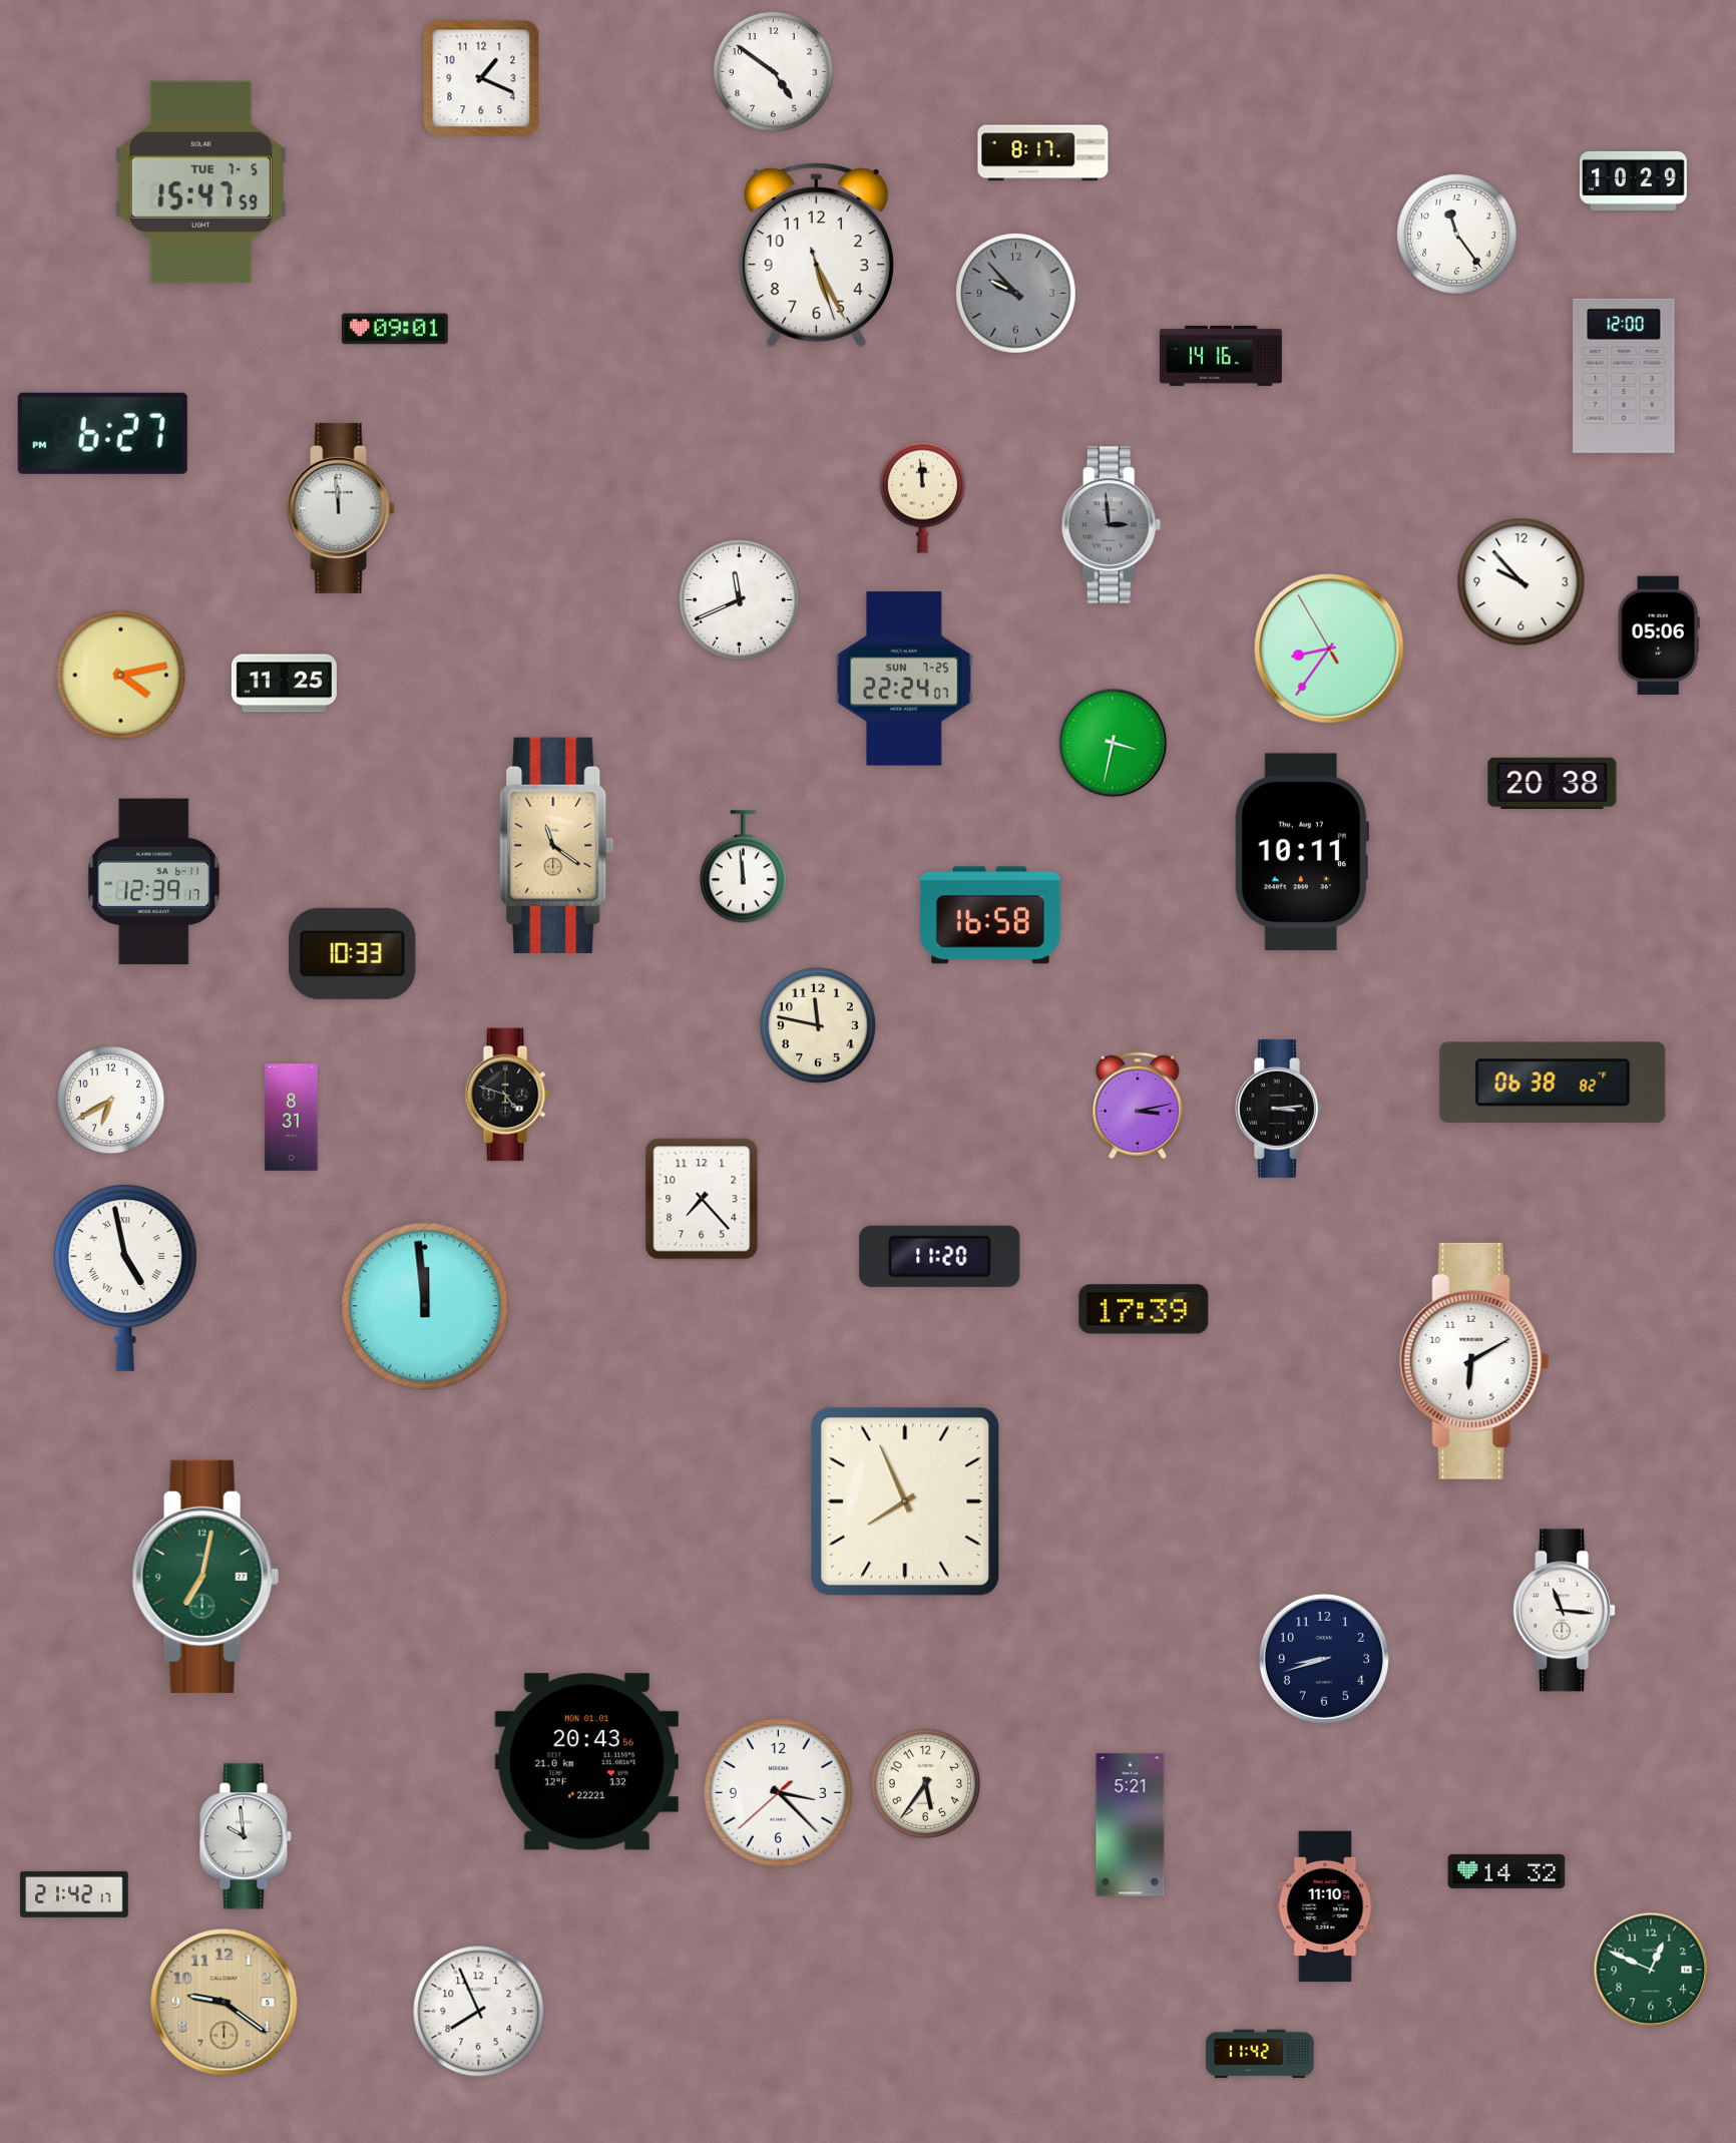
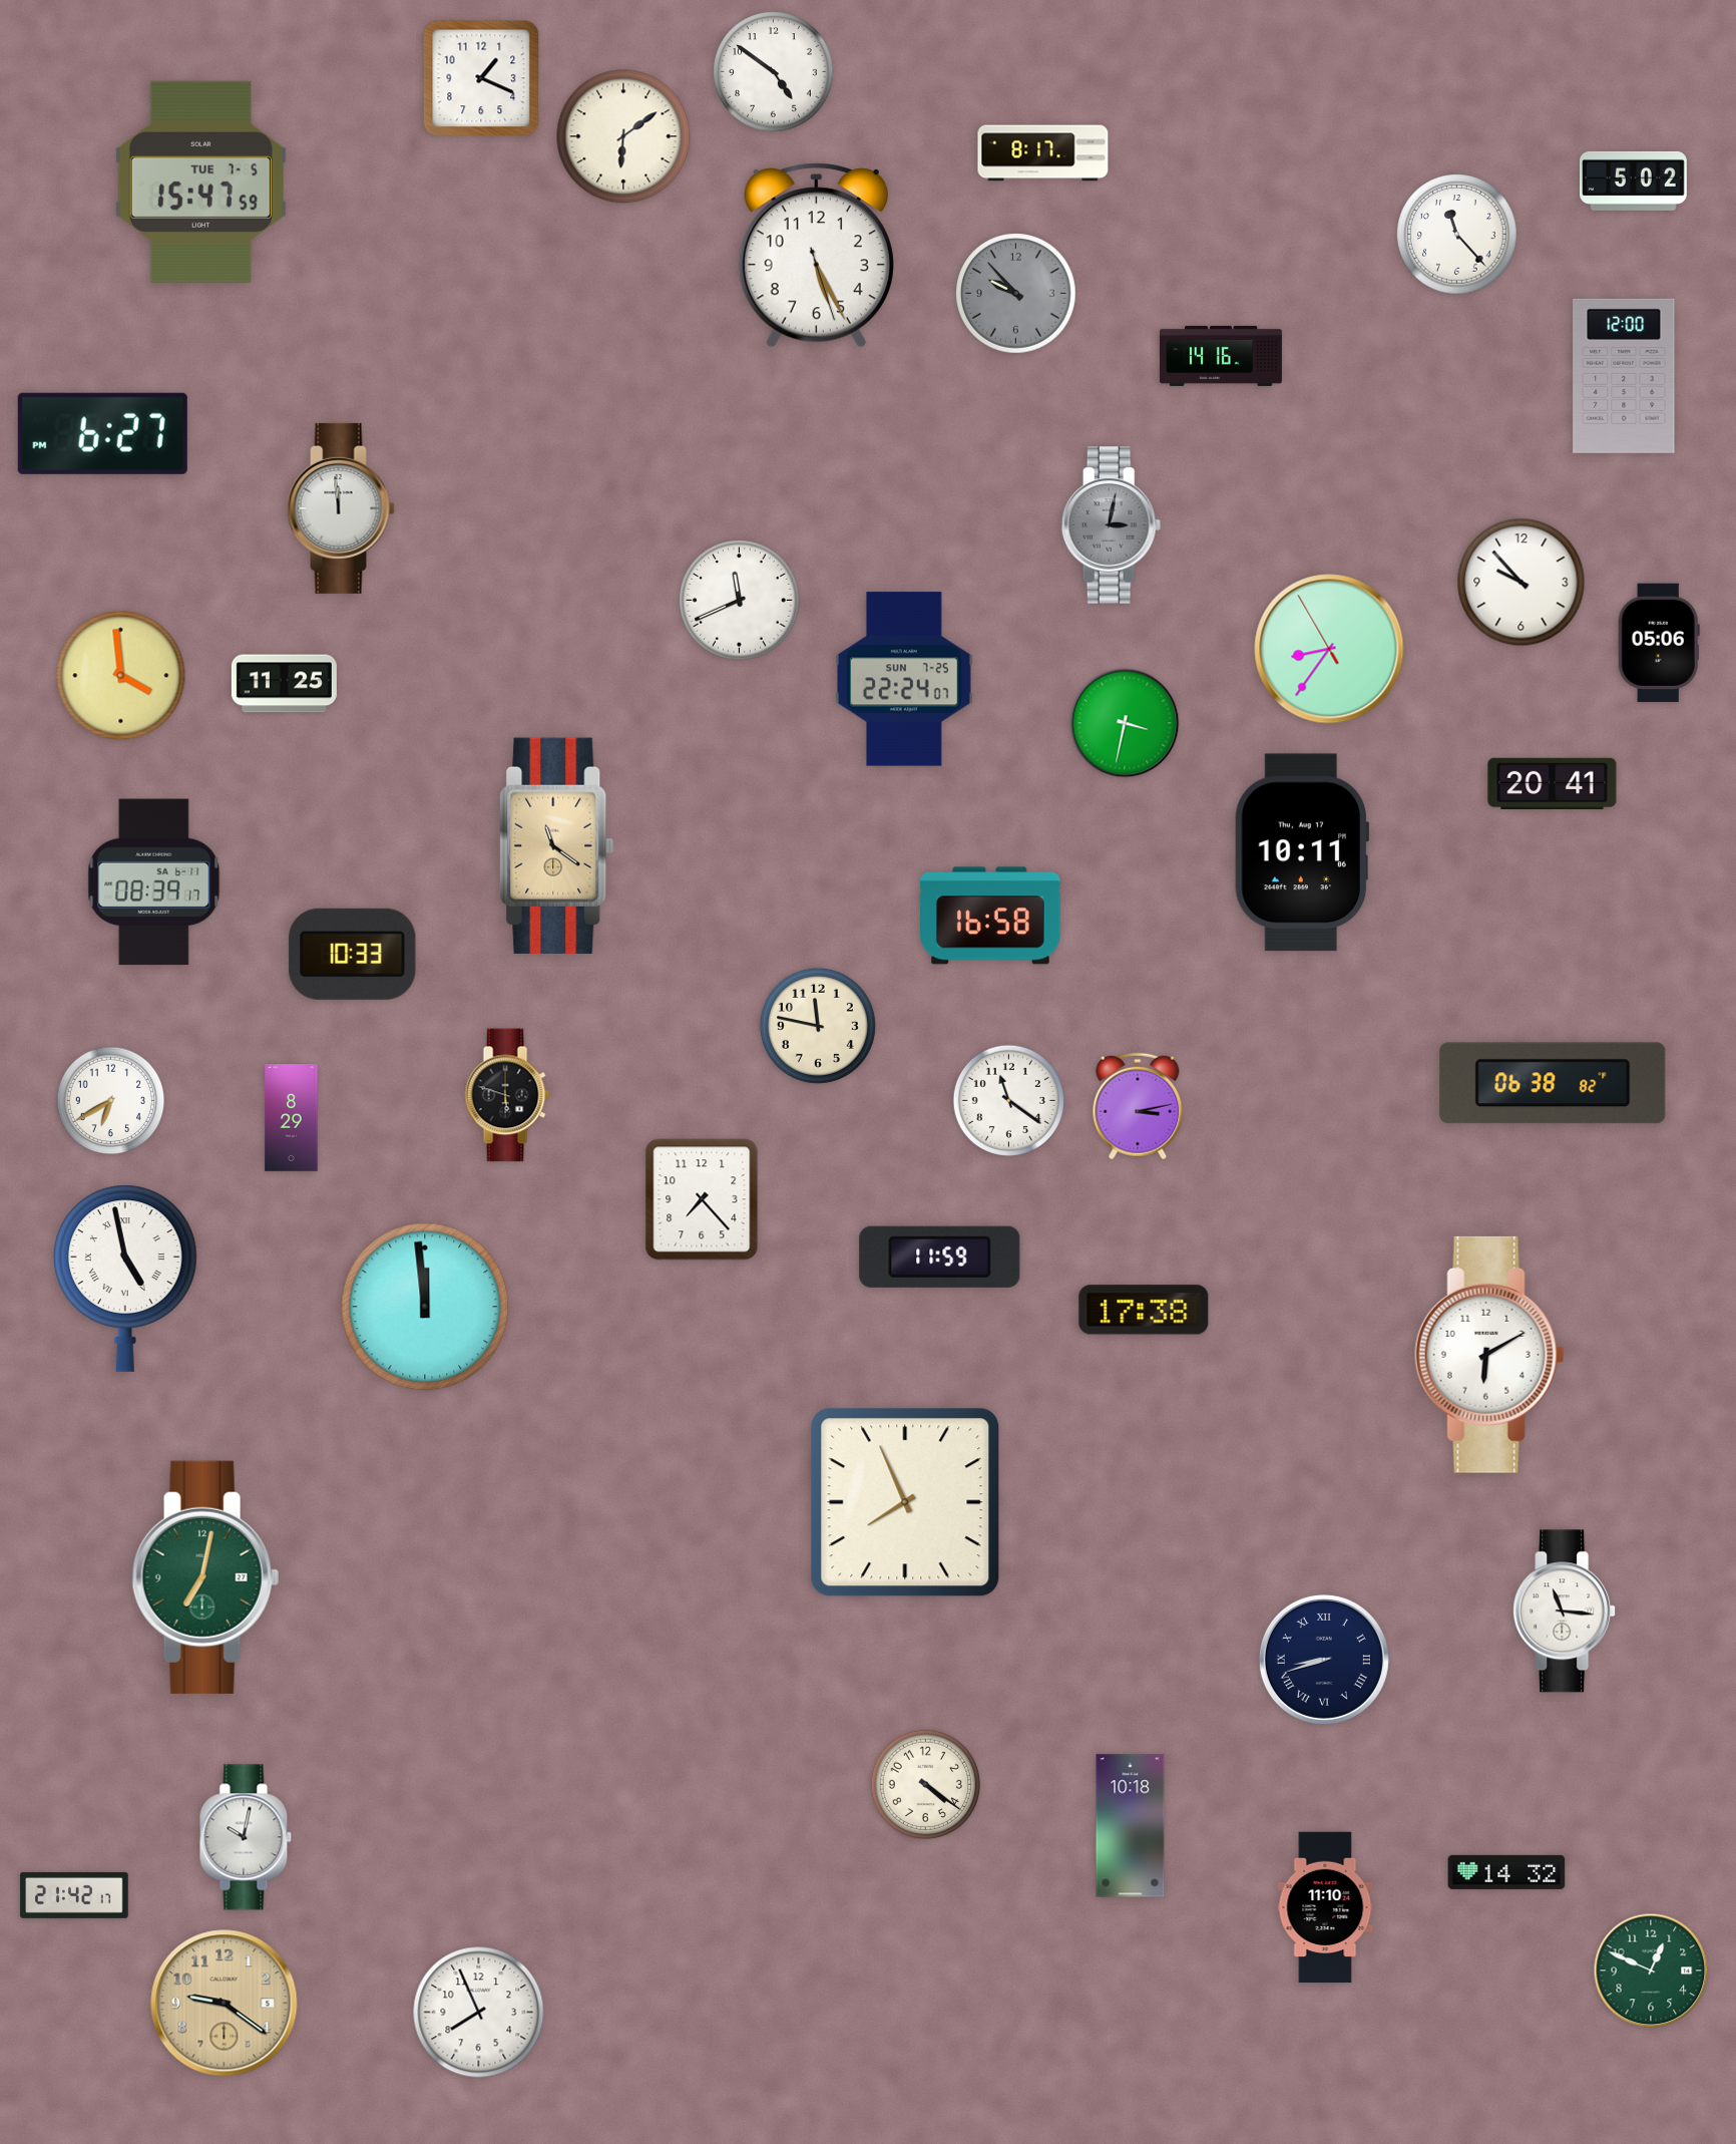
clock at (623, 136): none -> 6:09
clock at (1634, 180): 10:29 -> 5:02
clock at (1457, 235): 11:24 -> 11:23
clock at (395, 329): 09:01 -> none
clock at (922, 497): 11:59 -> none
clock at (1112, 525): 2:59 -> 3:02
clock at (1659, 635) position: (1659, 635) -> (1659, 643)
clock at (121, 676): 4:13 -> 3:59
clock at (1113, 743) position: (1113, 743) -> (1125, 723)
clock at (1553, 783): 20:38 -> 20:41
clock at (743, 867): 11:59 -> none
clock at (154, 882): 12:39 -> 08:39
clock at (507, 1095): 4:48 -> 5:48
clock at (1008, 1100): none -> 11:21
clock at (1280, 1109): 3:14 -> none
clock at (292, 1118): 8:31 -> 8:29
clock at (940, 1256): 11:20 -> 11:59
clock at (1144, 1309): 17:39 -> 17:38
clock at (1474, 1361) position: (1474, 1361) -> (1489, 1355)
clock at (1324, 1659) numerals: Arabic -> Roman
clock at (586, 1762): 20:43 -> none
clock at (926, 1784): 5:36 -> 4:21
clock at (778, 1792): 3:22 -> none
clock at (1131, 1825): 5:21 -> 10:18
clock at (246, 1836): 9:59 -> 10:02
clock at (1260, 2054): 11:42 -> none
